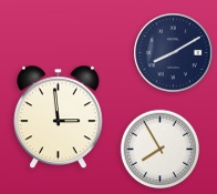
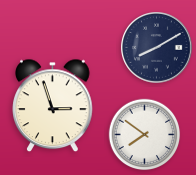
clock at (59, 118): 2:59 -> 2:57
clock at (161, 150): 7:55 -> 7:51
